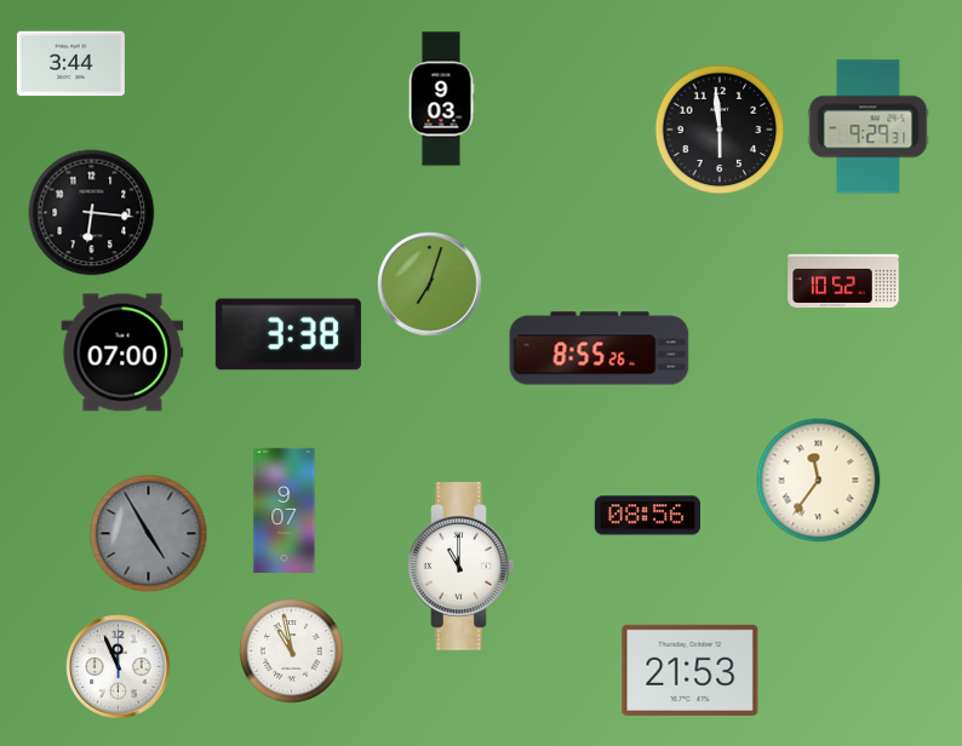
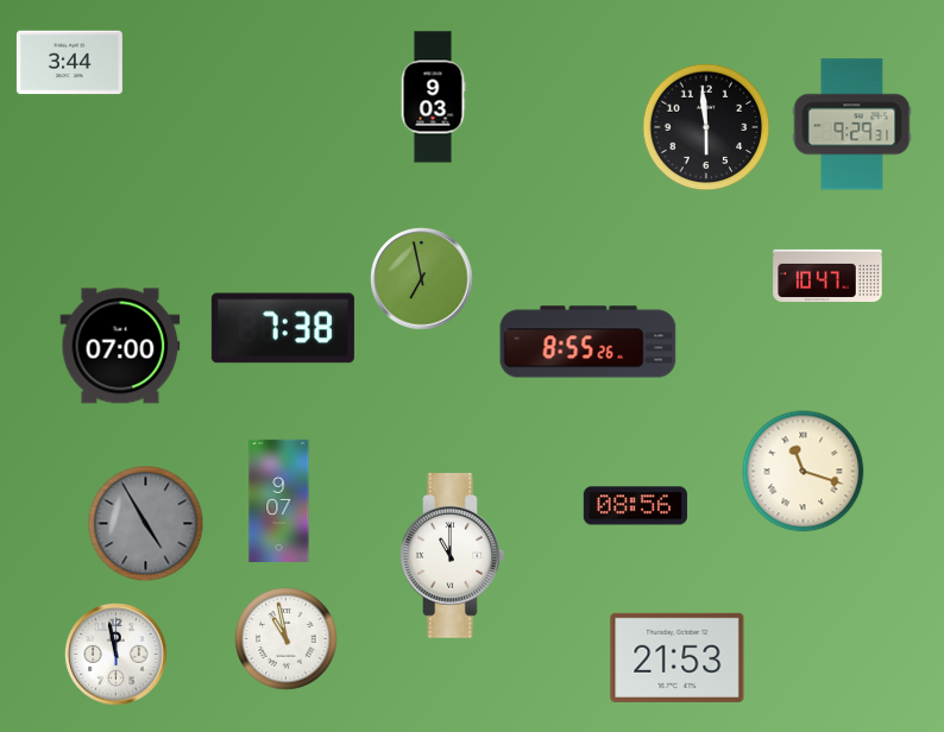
clock at (92, 213): 6:16 -> none
clock at (843, 281): 10:52 -> 10:47
clock at (430, 285): 7:03 -> 6:58
clock at (288, 334): 3:38 -> 7:38
clock at (819, 481): 11:36 -> 11:18
clock at (119, 667): 11:56 -> 11:58
